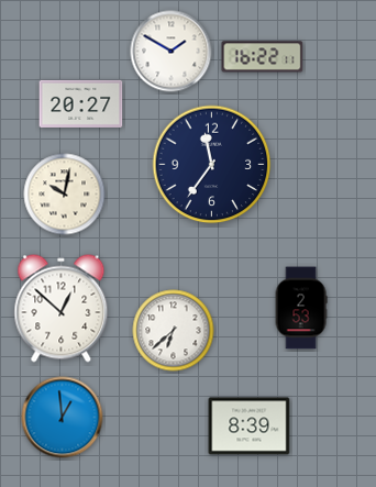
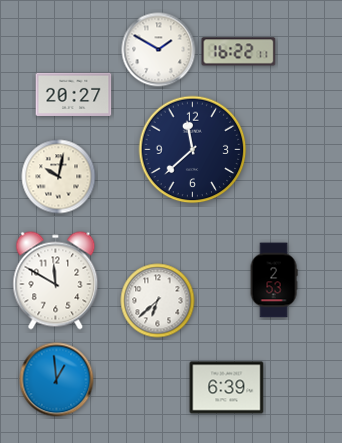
clock at (172, 52) position: (172, 52) -> (159, 50)
clock at (212, 165): 11:36 -> 11:38
clock at (62, 309): 12:52 -> 11:50
clock at (250, 427): 8:39 -> 6:39
